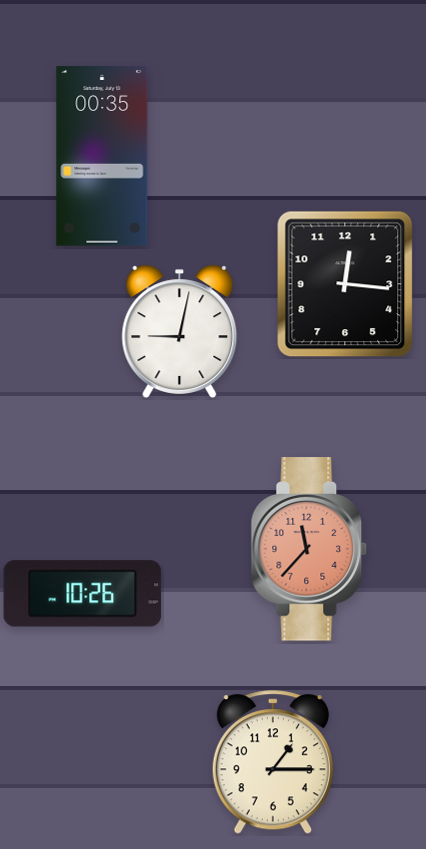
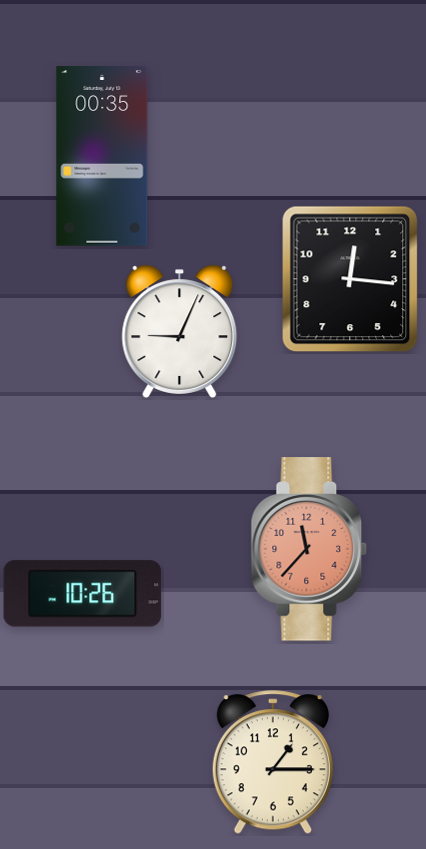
clock at (345, 284) position: (345, 284) -> (350, 279)
clock at (180, 331): 9:02 -> 9:04
